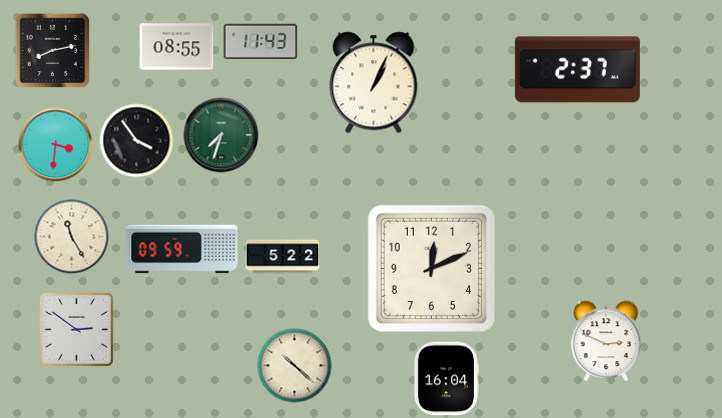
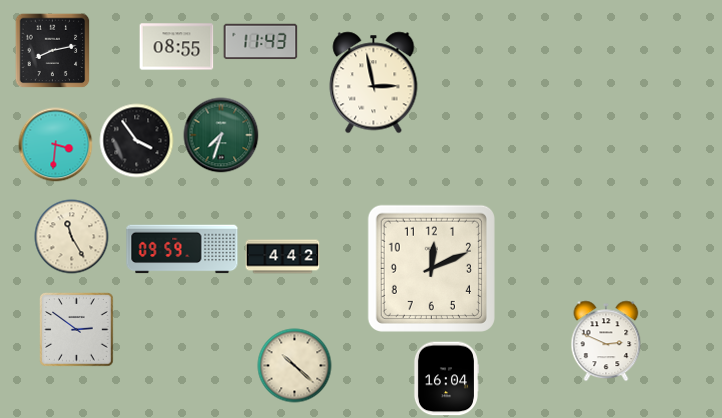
clock at (577, 70): 2:37 -> none
clock at (374, 83): 1:04 -> 2:58
clock at (283, 257): 5:22 -> 4:42
